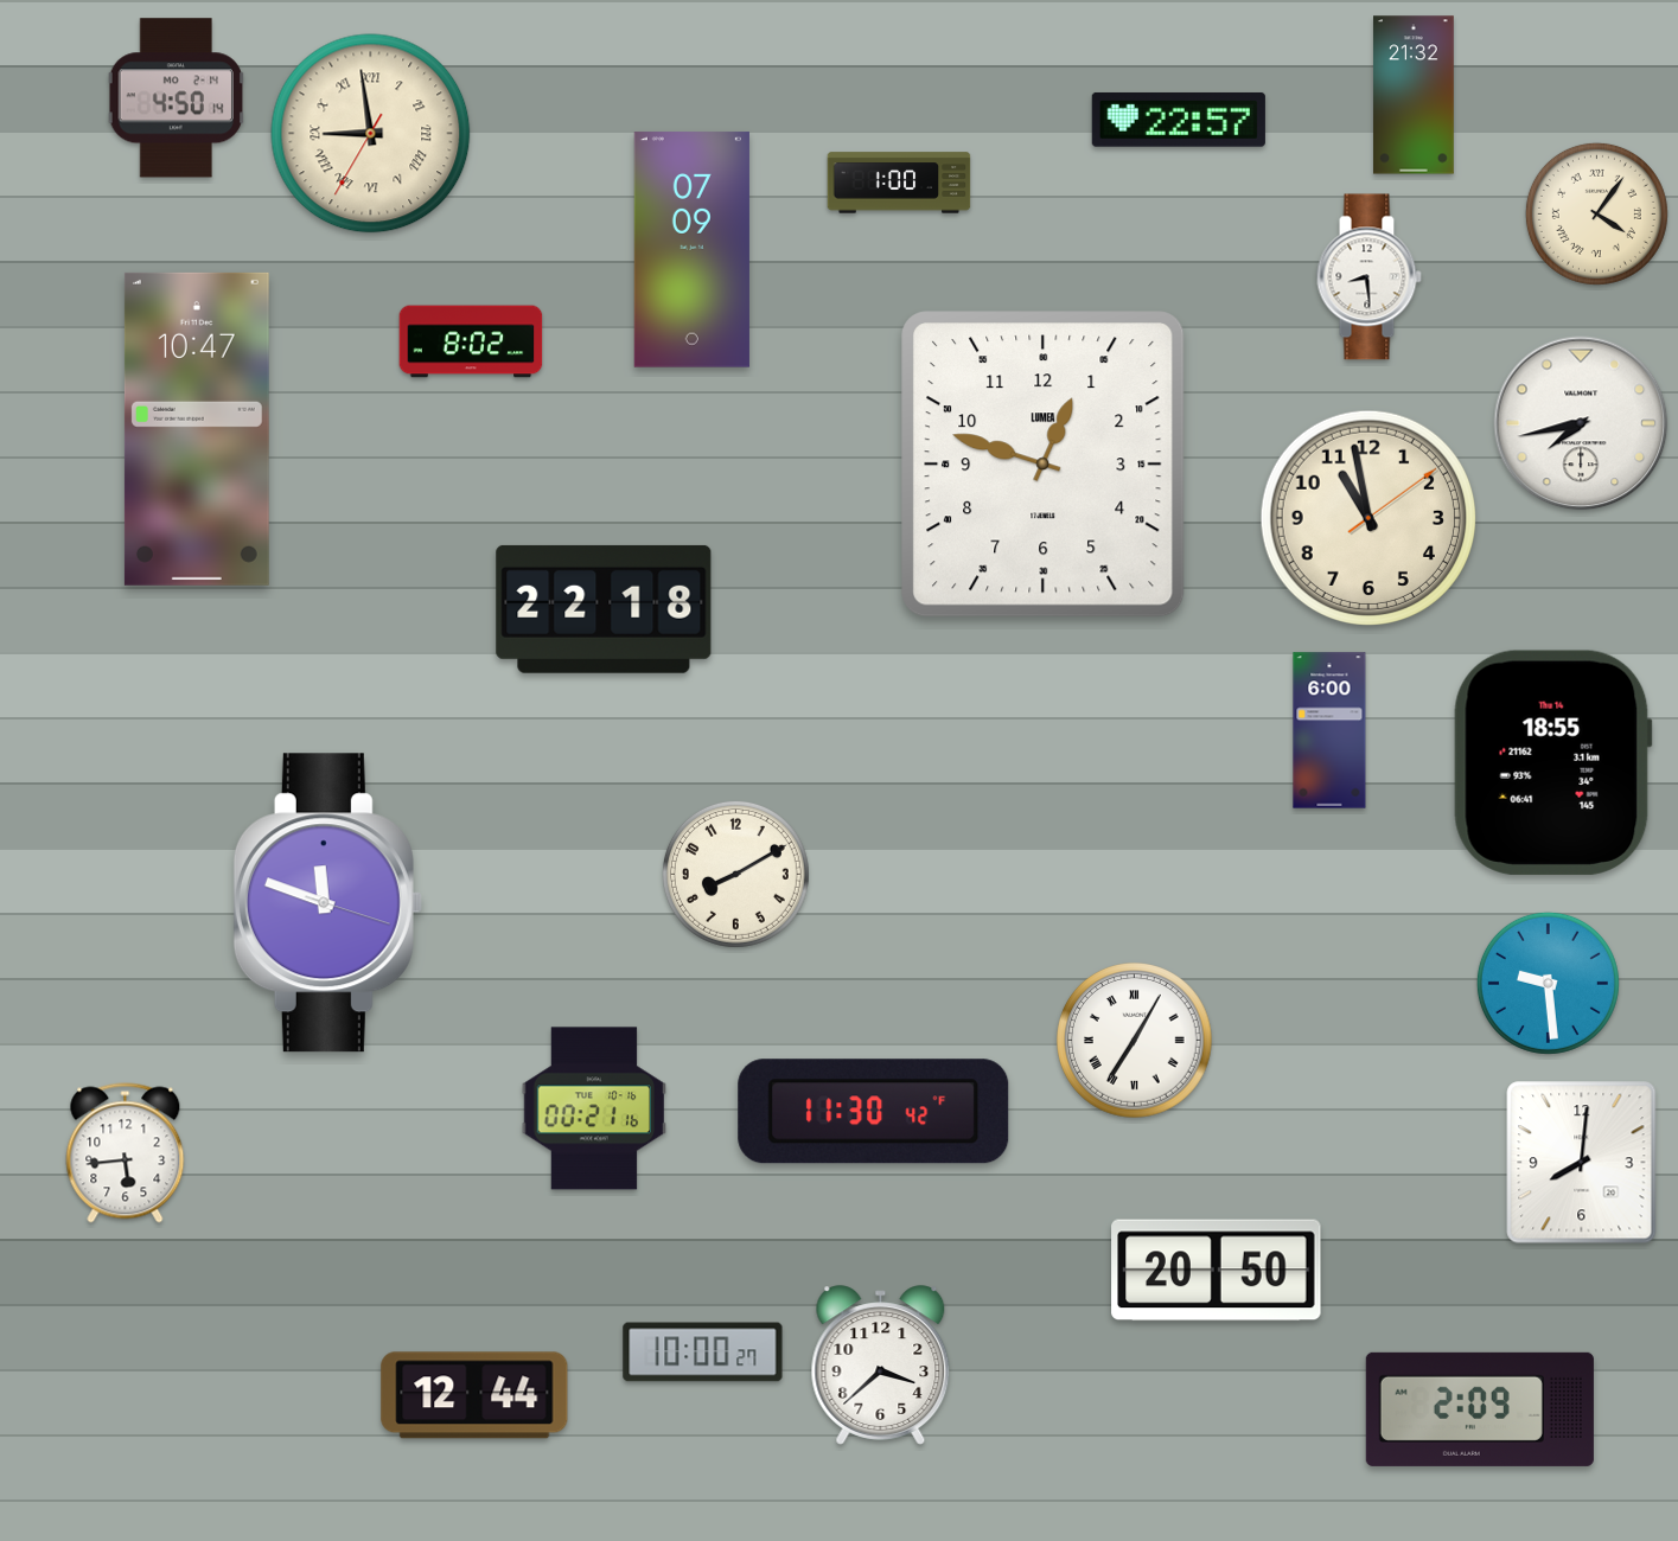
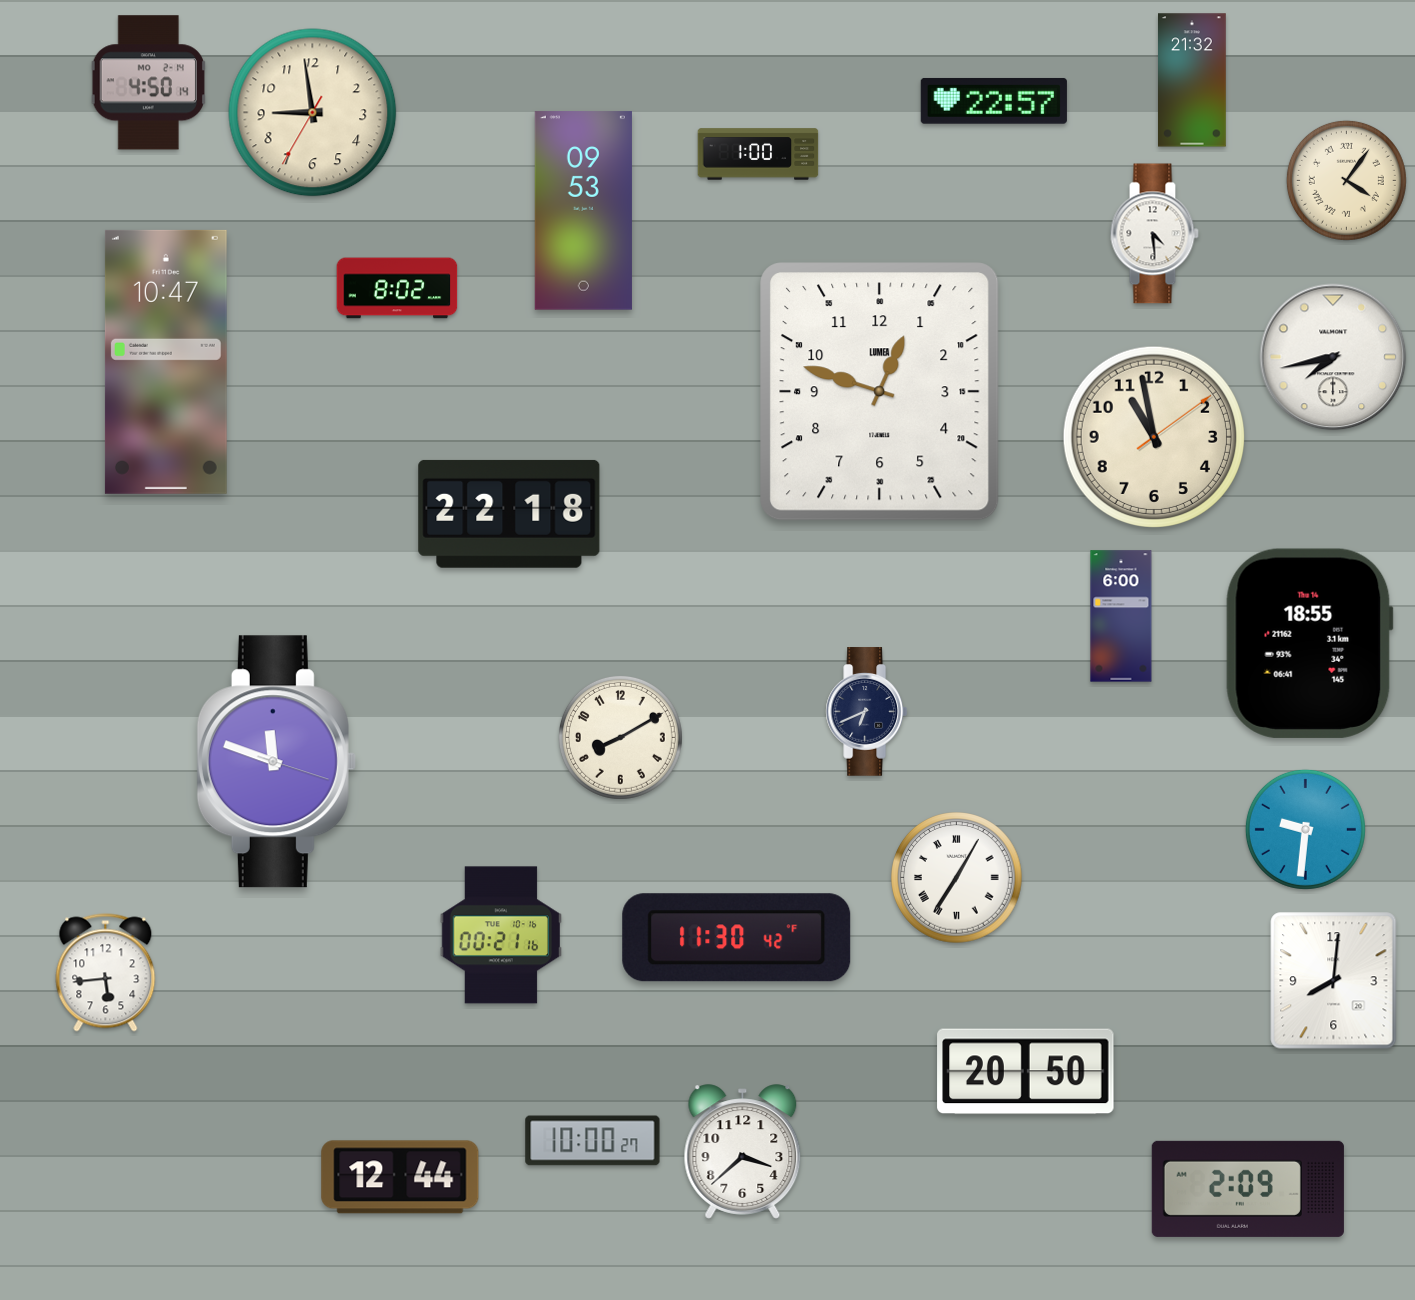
clock at (371, 134) numerals: Roman -> Arabic
clock at (691, 250): 07:09 -> 09:53
clock at (1368, 277): 8:29 -> 4:29
clock at (866, 712): none -> 6:41
clock at (1548, 983): 9:29 -> 9:31
